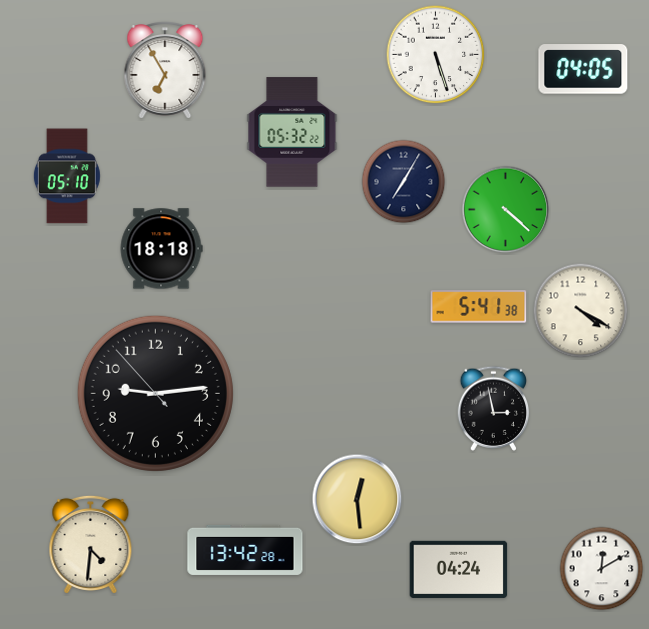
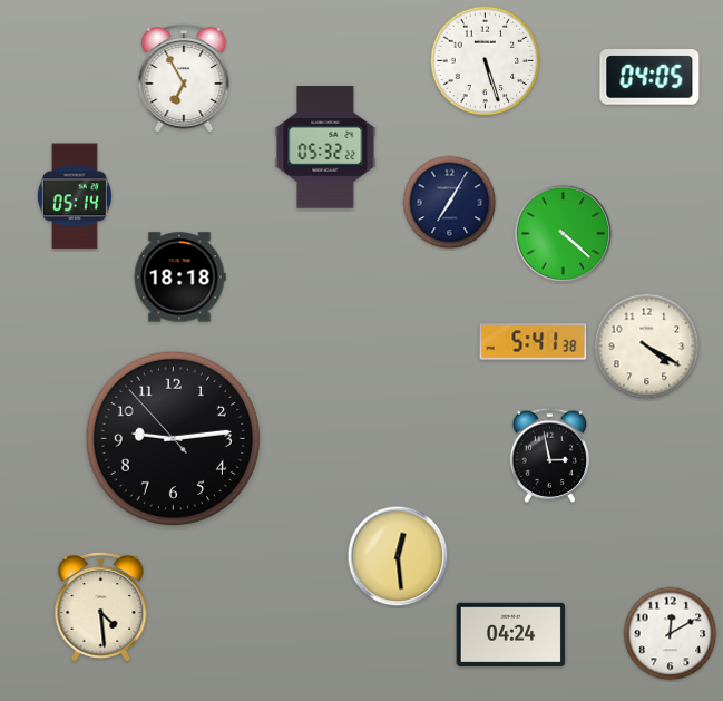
clock at (67, 176): 05:10 -> 05:14
clock at (91, 544): 4:31 -> 4:29
clock at (245, 550): 13:42 -> none
